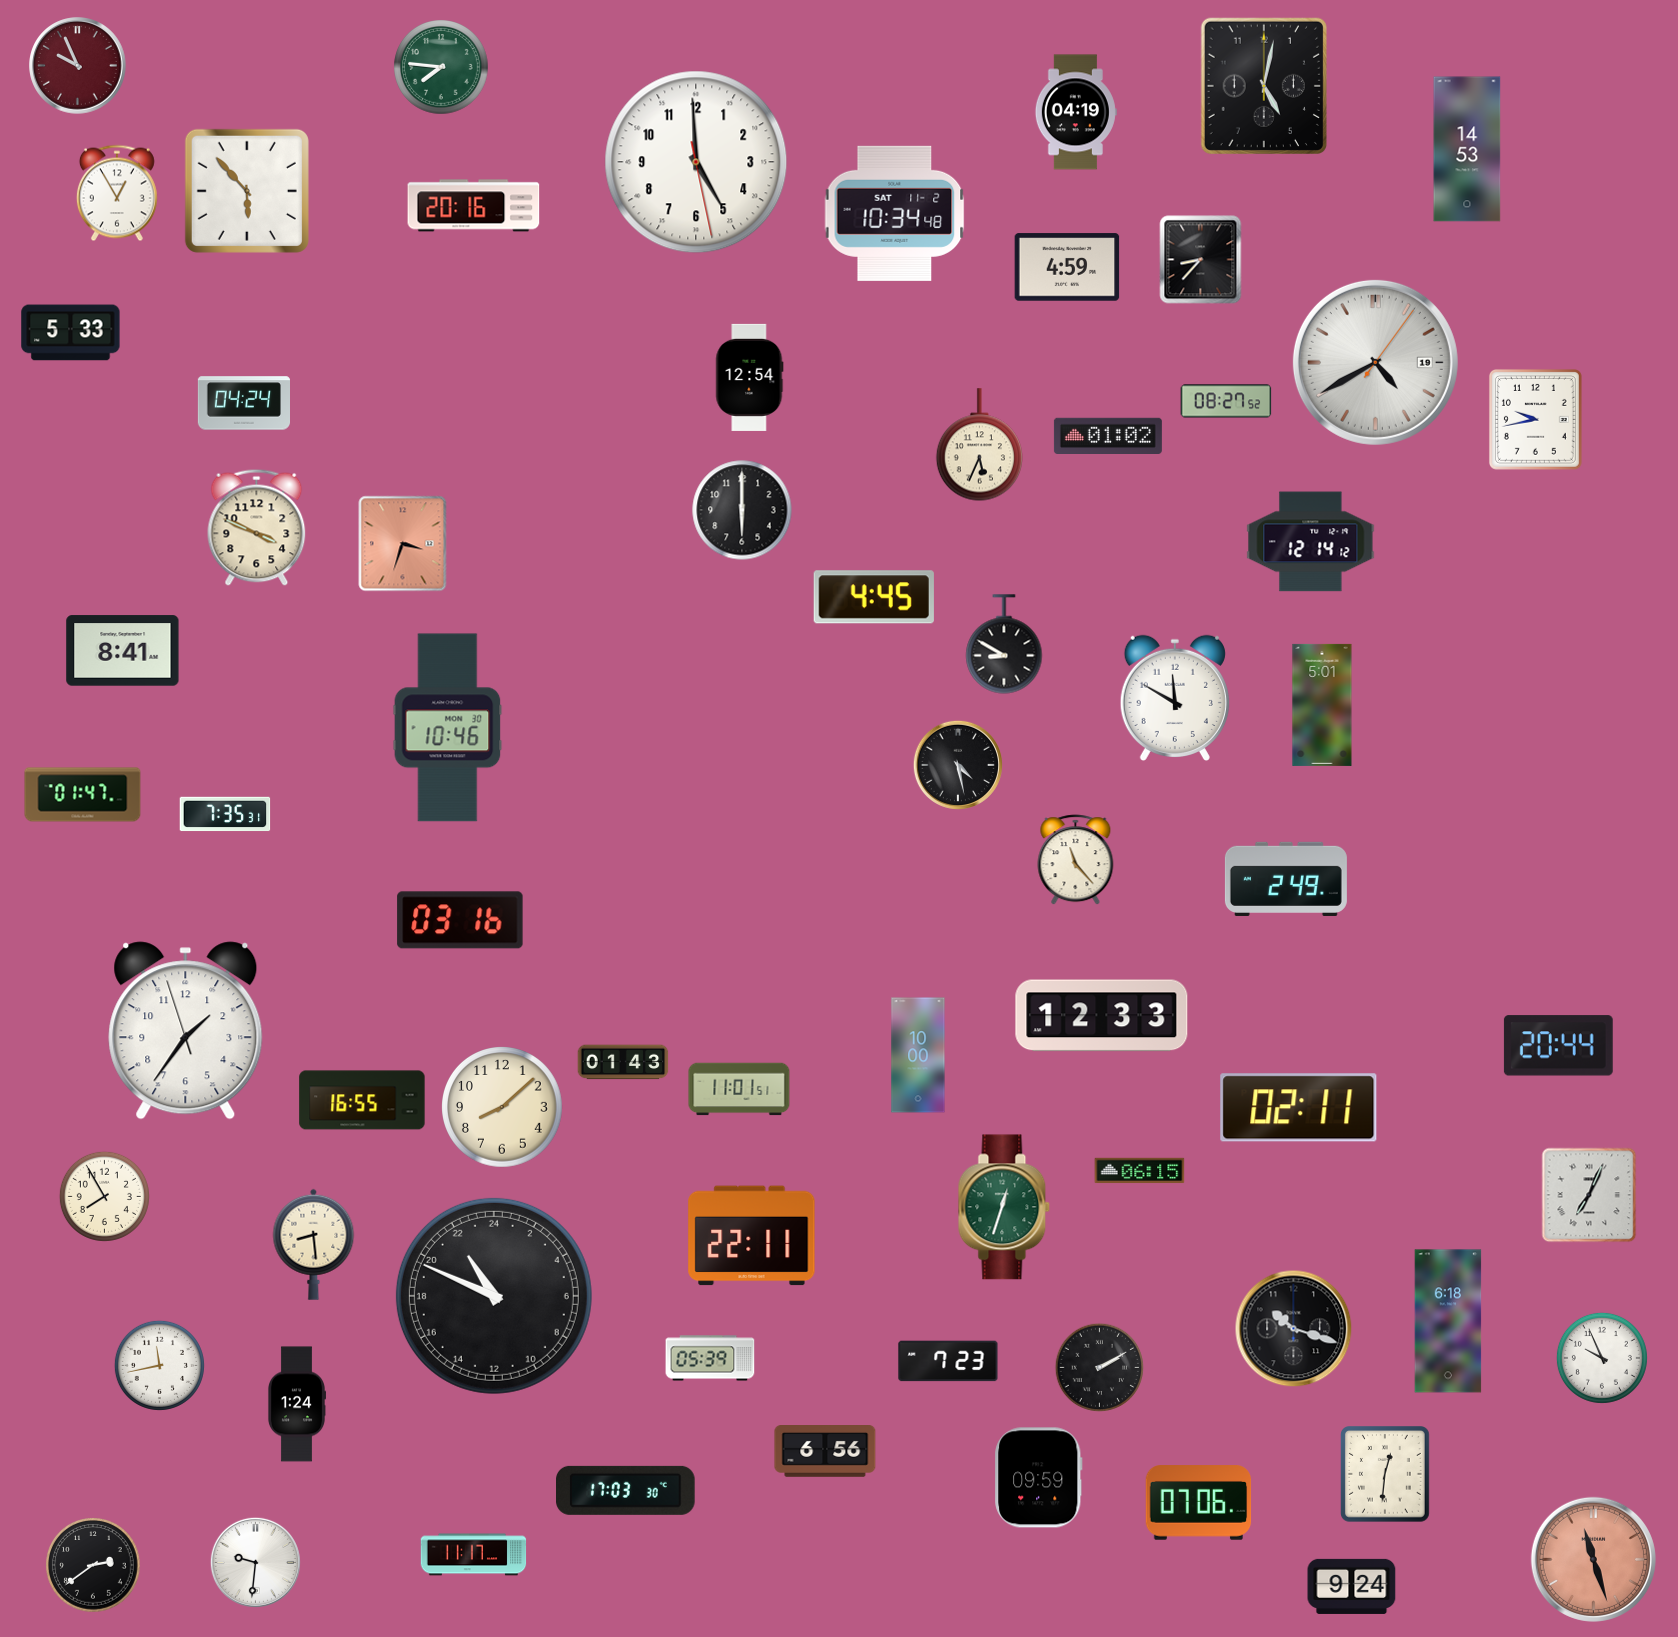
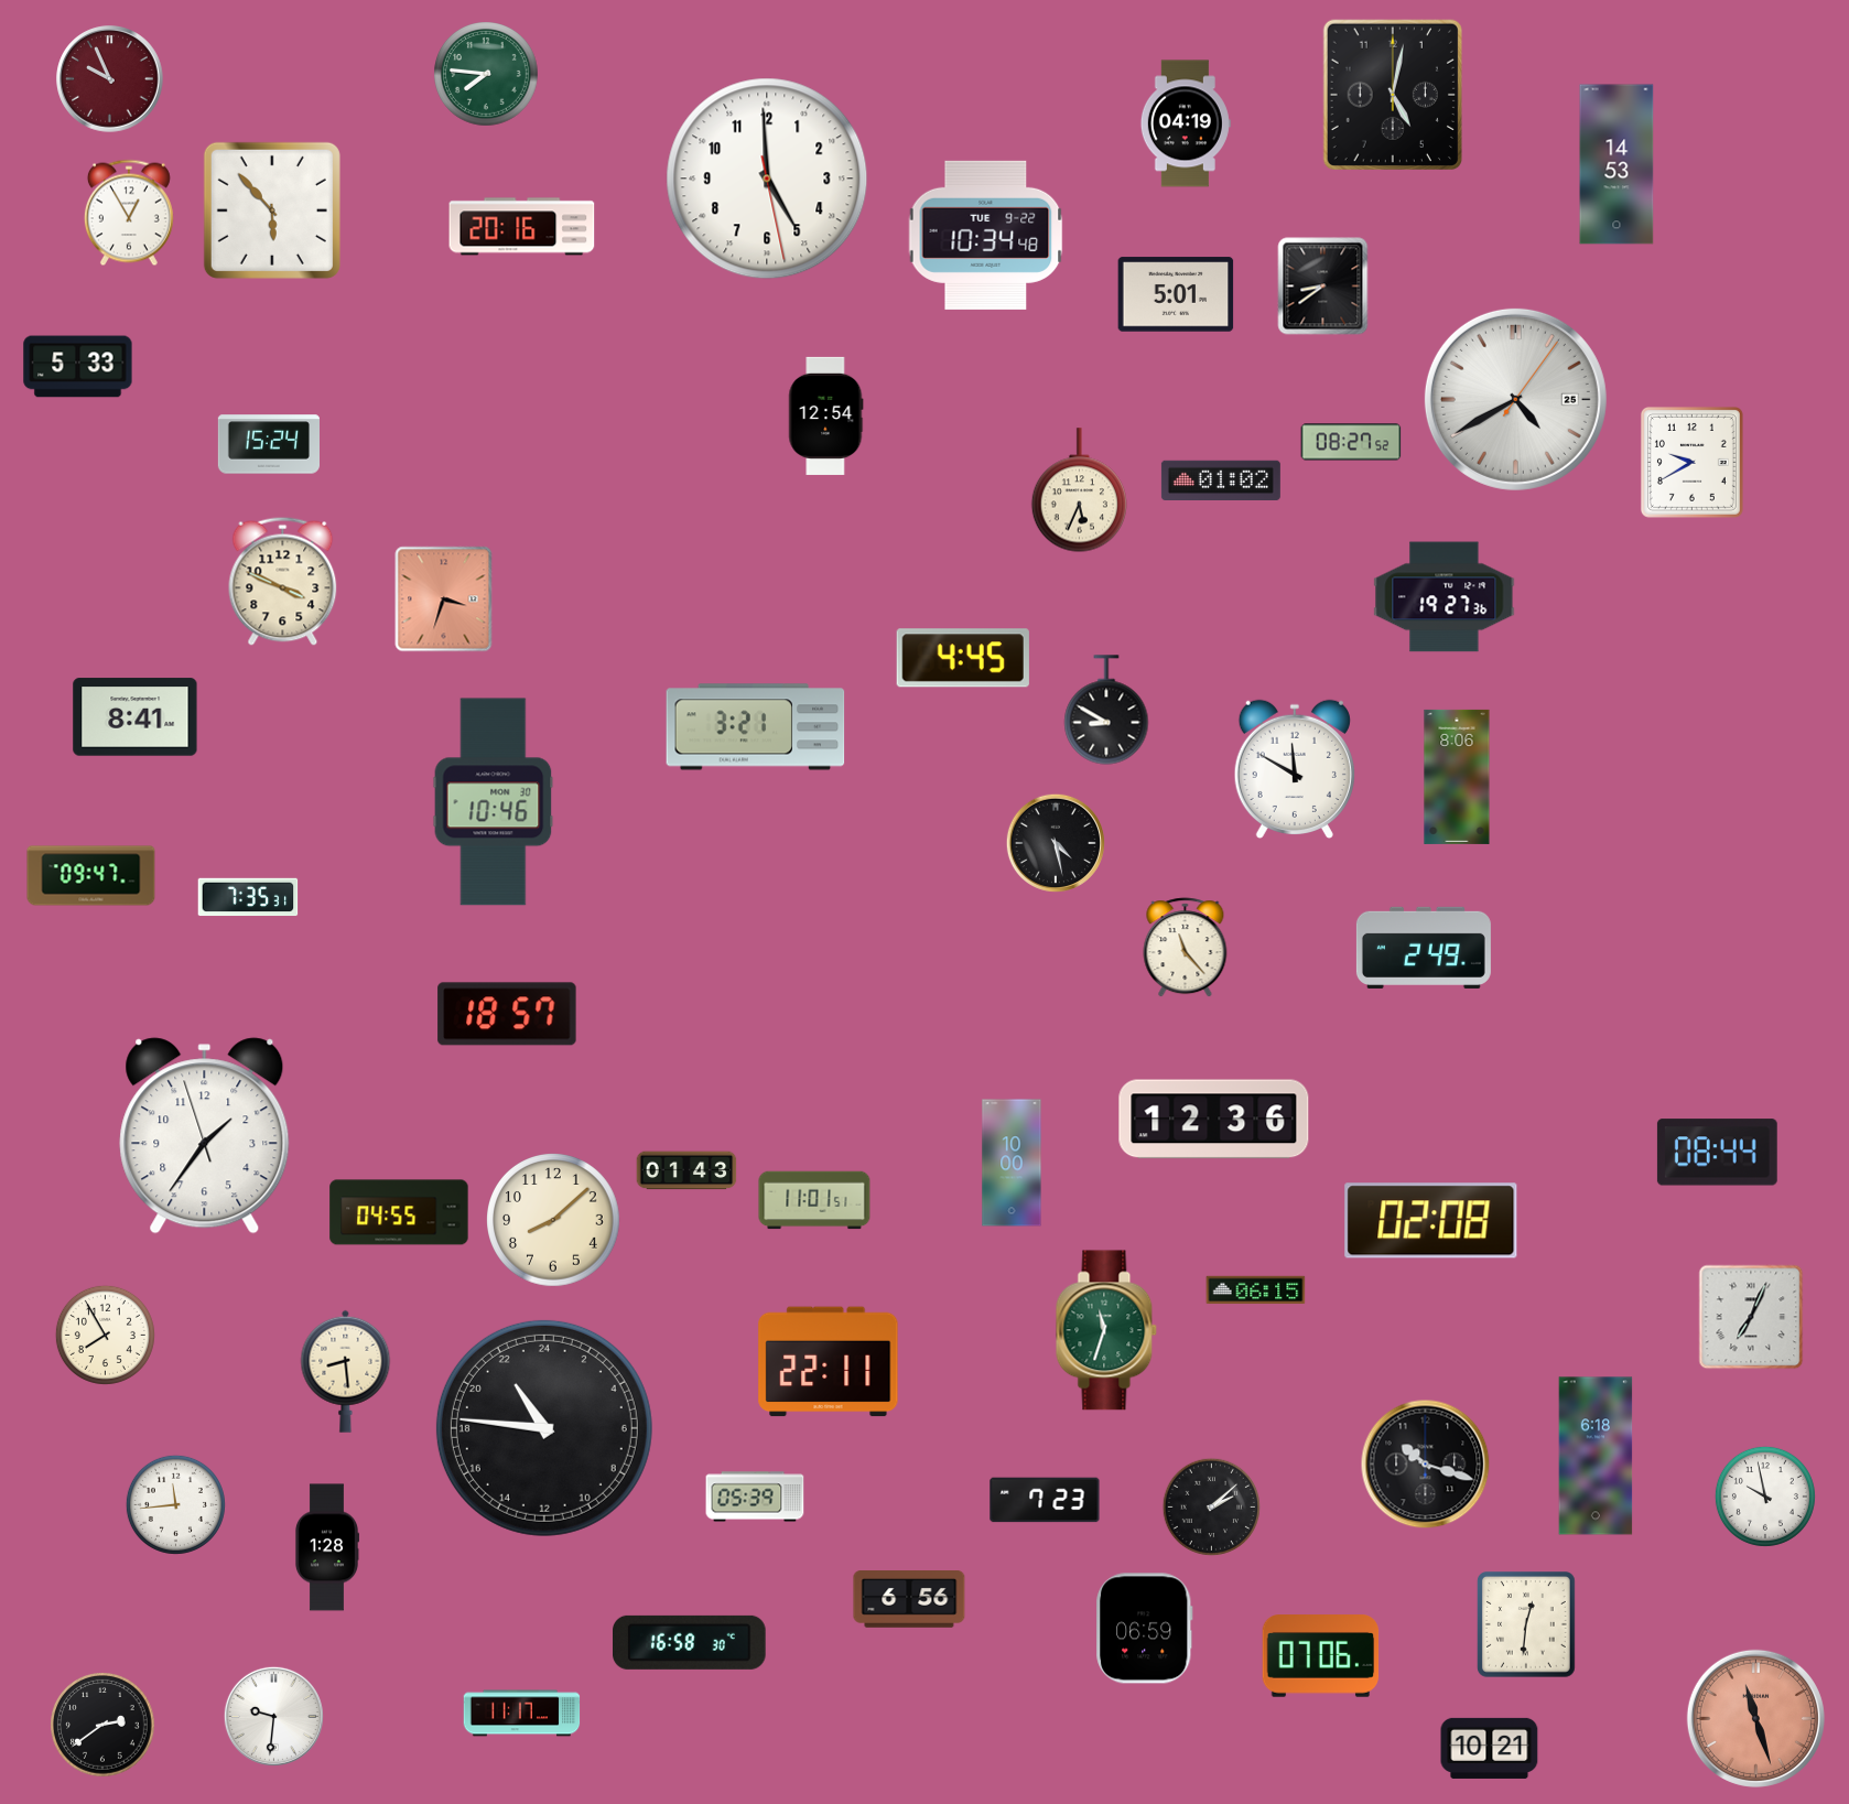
clock at (78, 66) position: (78, 66) -> (110, 79)
clock at (895, 213) date: SAT 11-2 -> TUE 9-22
clock at (1201, 260): 8:37 -> 8:39
clock at (1067, 267): 4:59 -> 5:01
clock at (1375, 362) date: 19 -> 25
clock at (243, 403): 04:24 -> 15:24
clock at (1535, 419): 9:43 -> 9:40
clock at (742, 510): 6:00 -> none
clock at (1311, 542): 12:14 -> 19:27
clock at (756, 727): none -> 3:21
clock at (1322, 705): 5:01 -> 8:06
clock at (83, 795): 01:47 -> 09:47
clock at (1286, 879) position: (1286, 879) -> (1424, 948)
clock at (460, 920): 03:16 -> 18:57
clock at (1102, 1016): 12:33 -> 12:36
clock at (1558, 1046): 20:44 -> 08:44
clock at (362, 1100): 16:55 -> 04:55
clock at (1299, 1108): 02:11 -> 02:08
clock at (104, 1196) position: (104, 1196) -> (105, 1335)
clock at (1004, 1207): 12:33 -> 11:33
clock at (494, 1296): 21:49 -> 21:46
clock at (710, 1358) position: (710, 1358) -> (755, 1497)
clock at (1602, 1358): 9:56 -> 9:58
clock at (159, 1365): 11:43 -> 11:44
clock at (1100, 1368): 2:10 -> 2:08
clock at (296, 1404): 1:24 -> 1:28
clock at (1039, 1478): 09:59 -> 06:59
clock at (626, 1490): 17:03 -> 16:58
clock at (255, 1562) position: (255, 1562) -> (273, 1716)
clock at (1352, 1586): 9:24 -> 10:21
